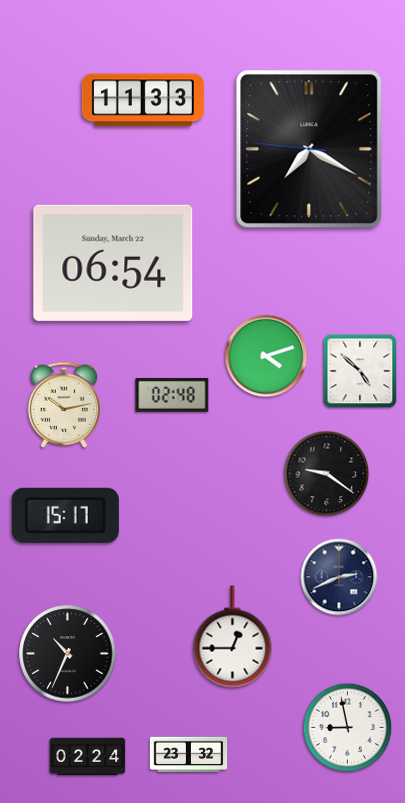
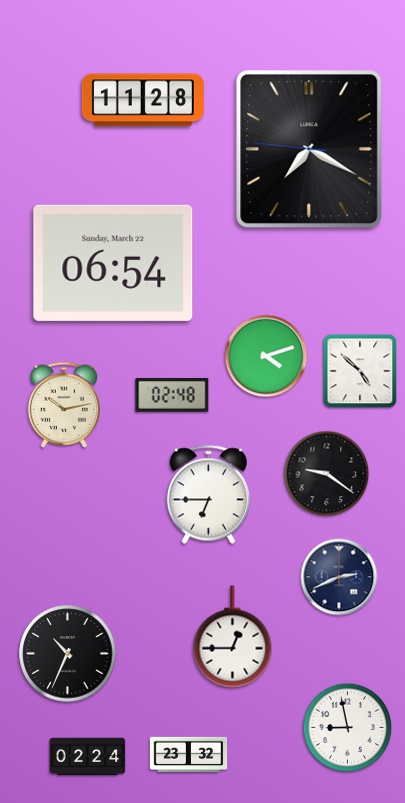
clock at (143, 100): 11:33 -> 11:28
clock at (208, 495): none -> 6:45
clock at (65, 515): 15:17 -> none
